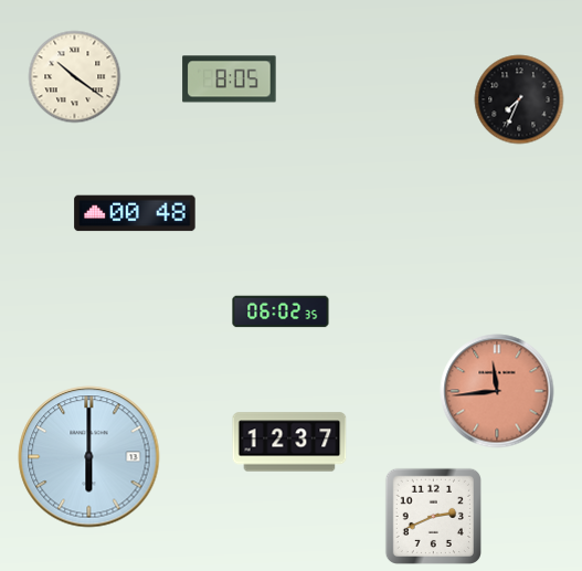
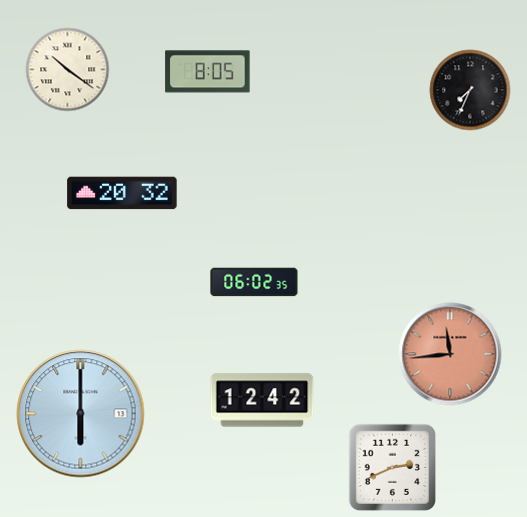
clock at (135, 213): 00:48 -> 20:32
clock at (289, 442): 12:37 -> 12:42
